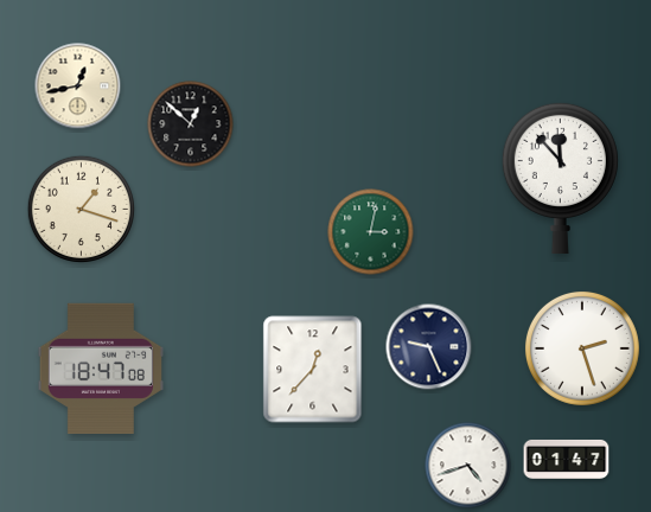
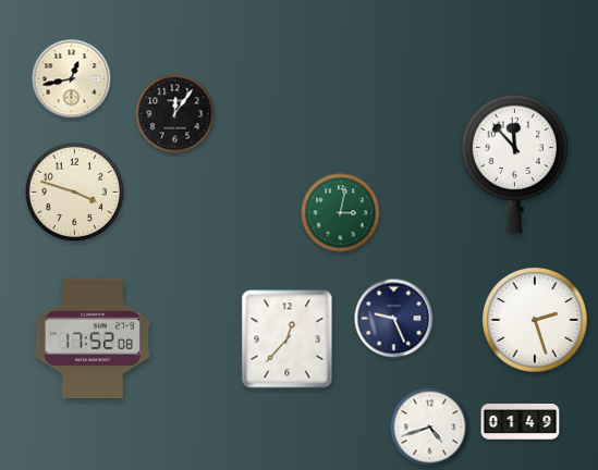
clock at (191, 124): 12:52 -> 12:06
clock at (81, 209): 1:18 -> 3:48
clock at (101, 367): 18:47 -> 17:52
clock at (567, 459): 01:47 -> 01:49
